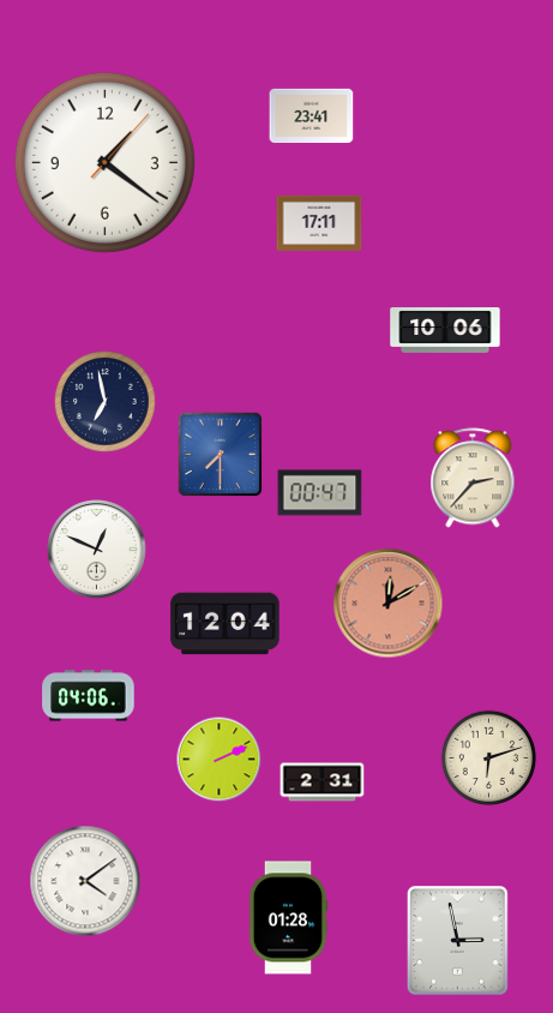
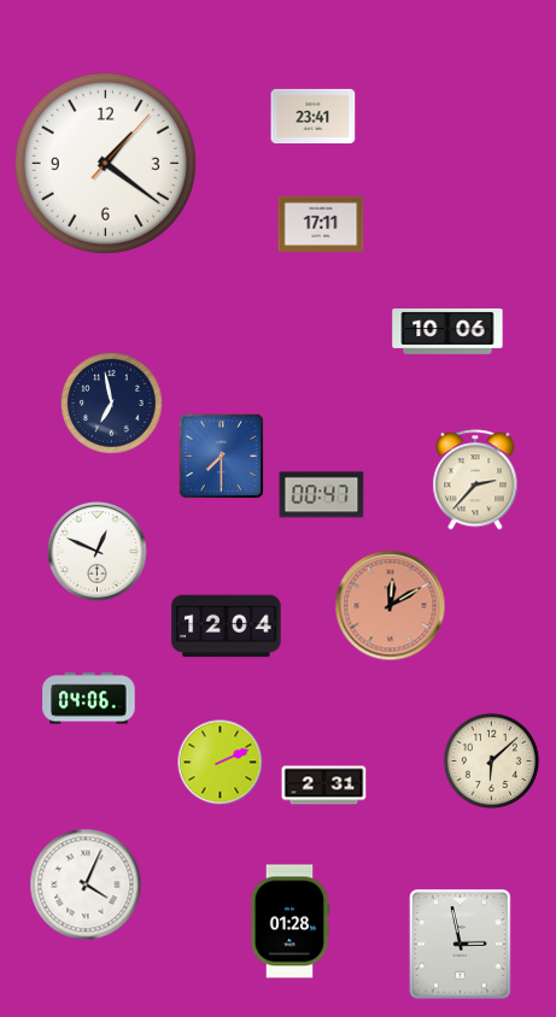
clock at (106, 402) position: (106, 402) -> (112, 404)
clock at (489, 759): 6:12 -> 6:08
clock at (85, 881): 4:09 -> 4:04
